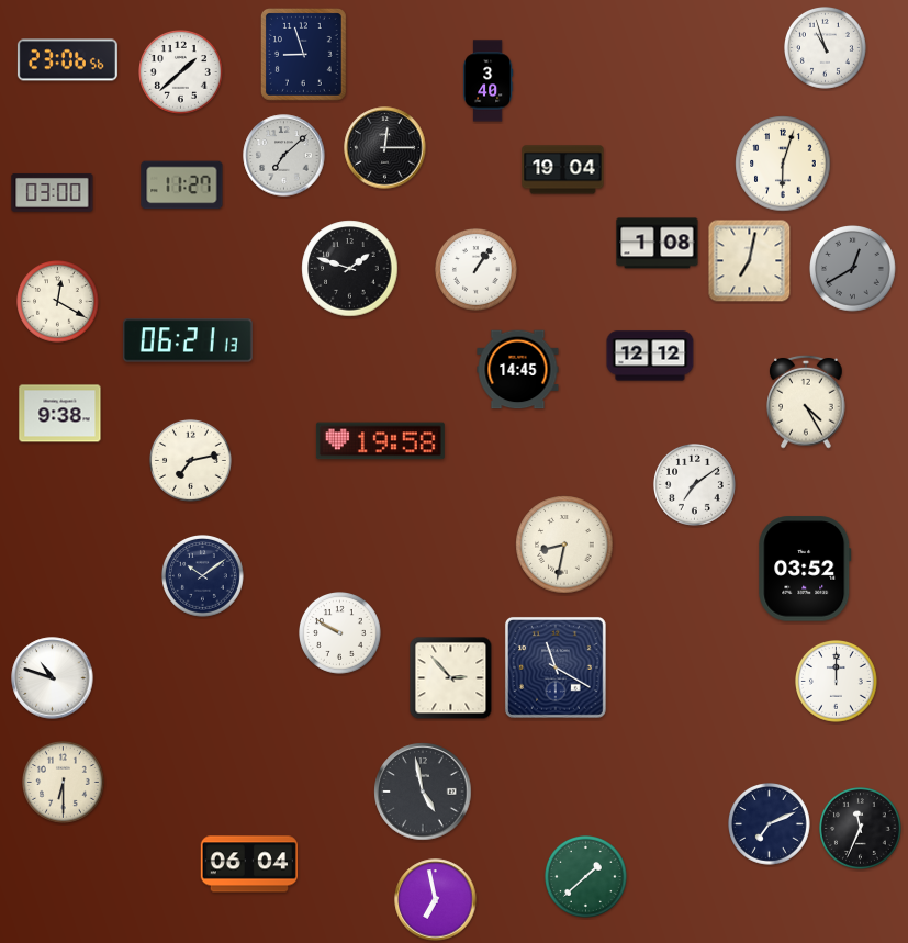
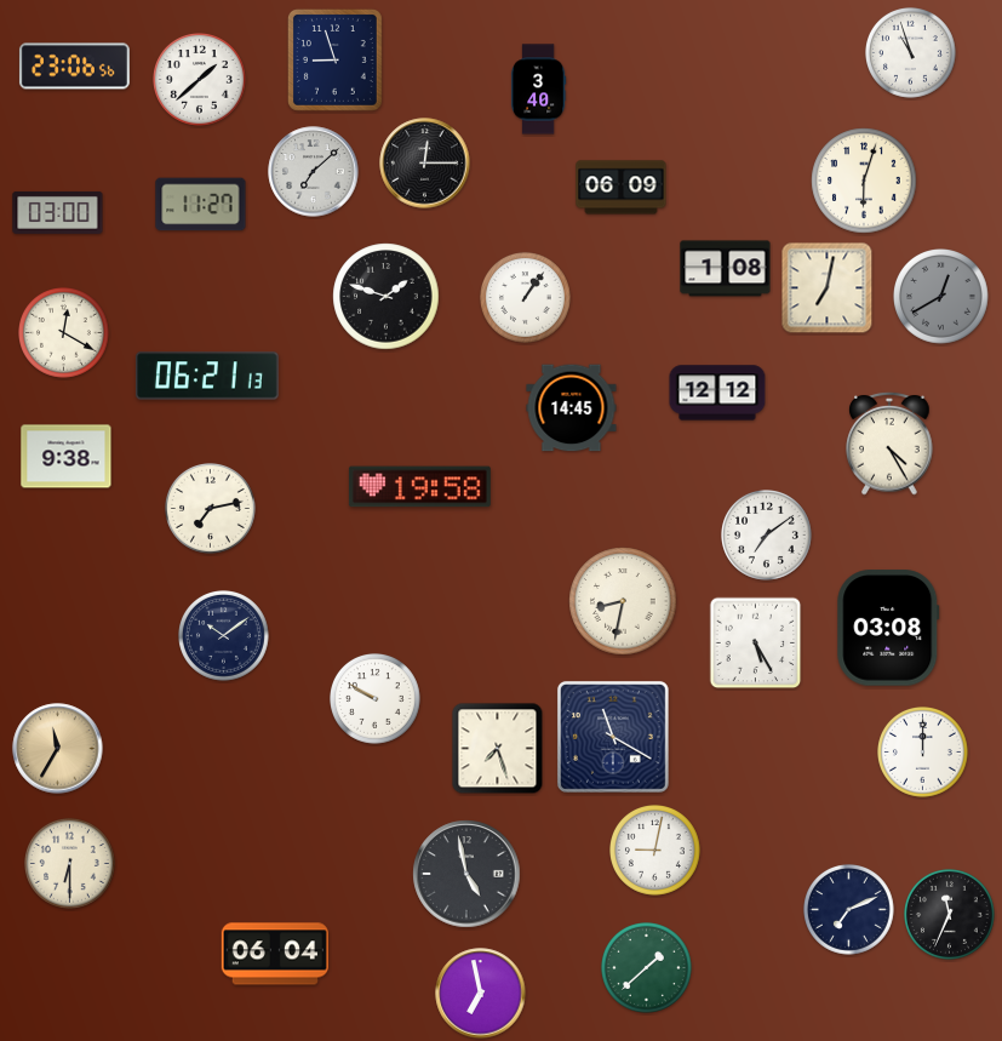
clock at (563, 170): 19:04 -> 06:09
clock at (805, 569): 03:52 -> 03:08
clock at (756, 644): none -> 5:25
clock at (53, 678): 10:48 -> 11:35
clock at (53, 678) dial: white -> champagne
clock at (451, 678): 2:53 -> 7:27
clock at (655, 851): none -> 9:02
